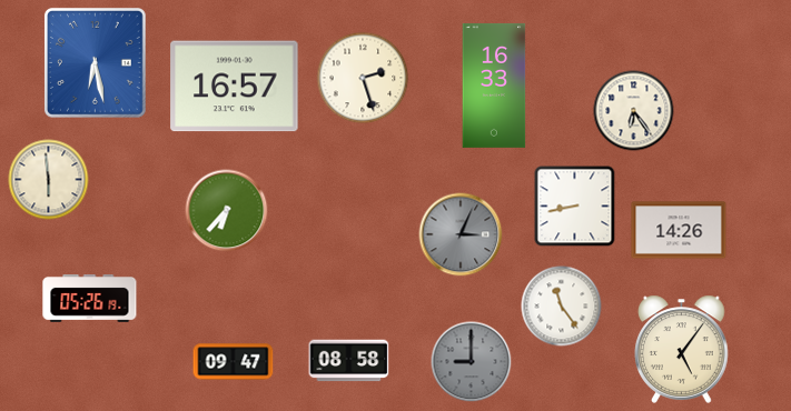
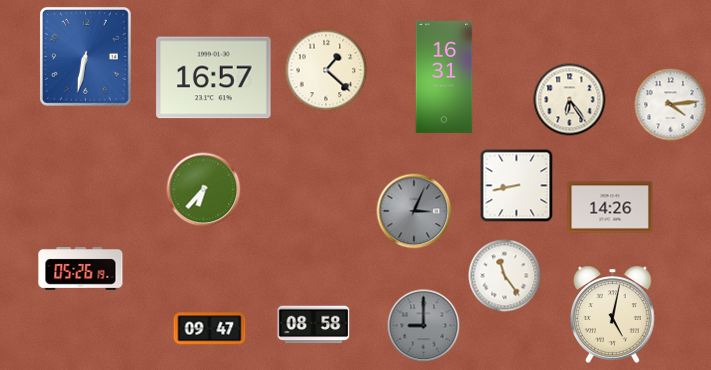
clock at (95, 62): 6:28 -> 6:32
clock at (363, 78): 2:27 -> 1:22
clock at (494, 86): 16:33 -> 16:31
clock at (235, 87) position: (235, 87) -> (214, 78)
clock at (671, 105): none -> 4:14
clock at (49, 180): 5:59 -> none
clock at (682, 349): 5:06 -> 5:02
clock at (234, 362) position: (234, 362) -> (210, 329)
